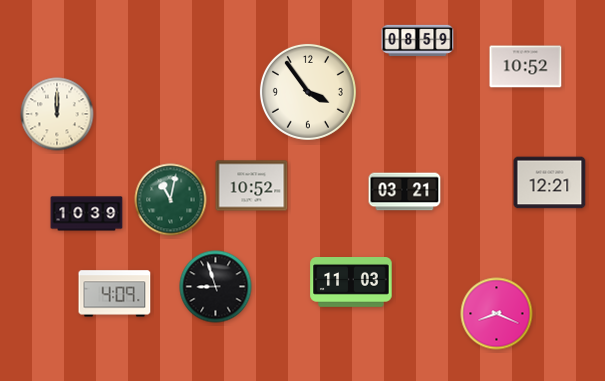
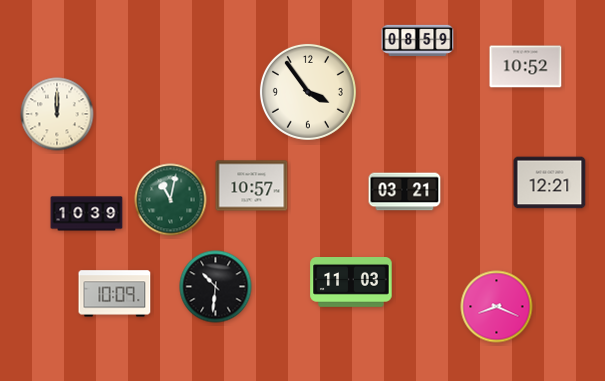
clock at (252, 186): 10:52 -> 10:57
clock at (216, 287): 8:57 -> 10:31
clock at (115, 294): 4:09 -> 10:09
clock at (497, 314) position: (497, 314) -> (497, 307)
